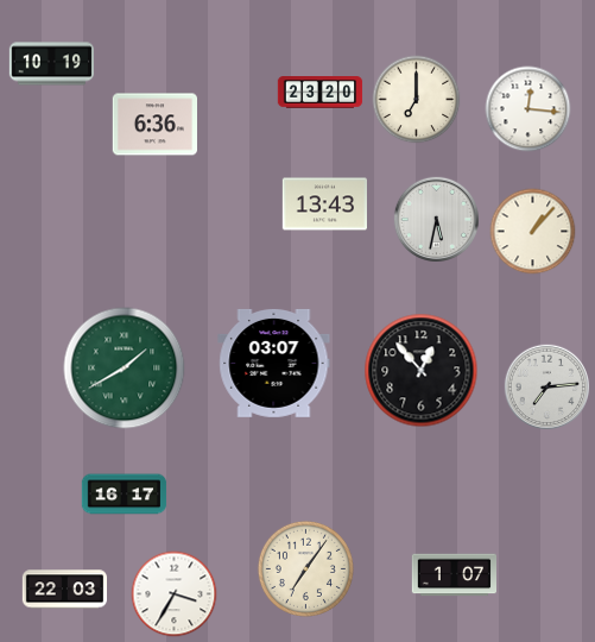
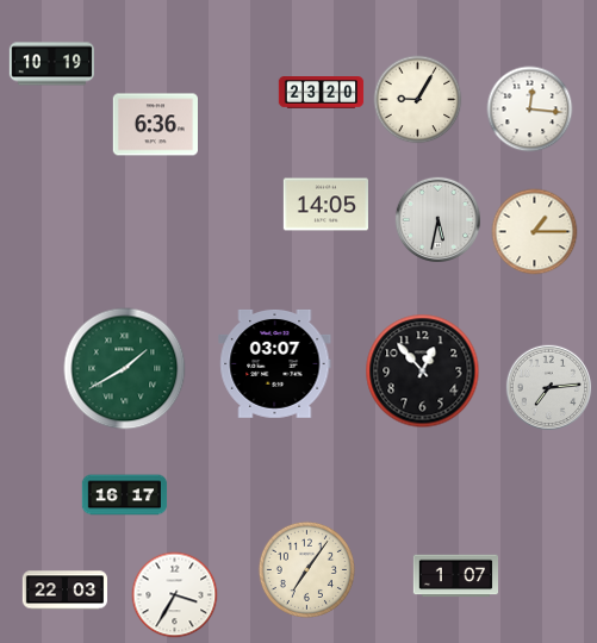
clock at (417, 100): 7:00 -> 9:05
clock at (324, 204): 13:43 -> 14:05
clock at (533, 232): 1:07 -> 1:15
